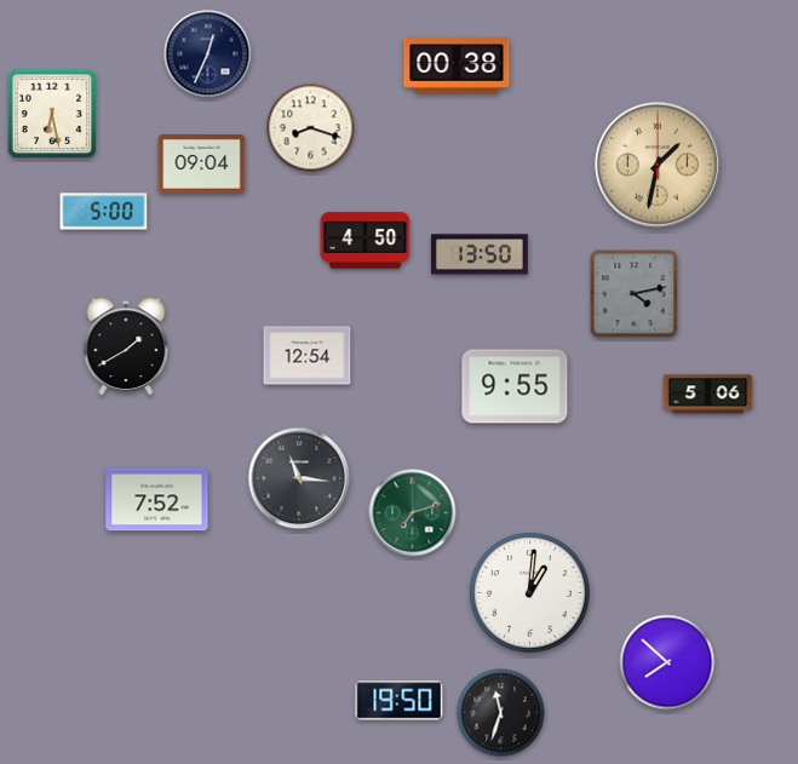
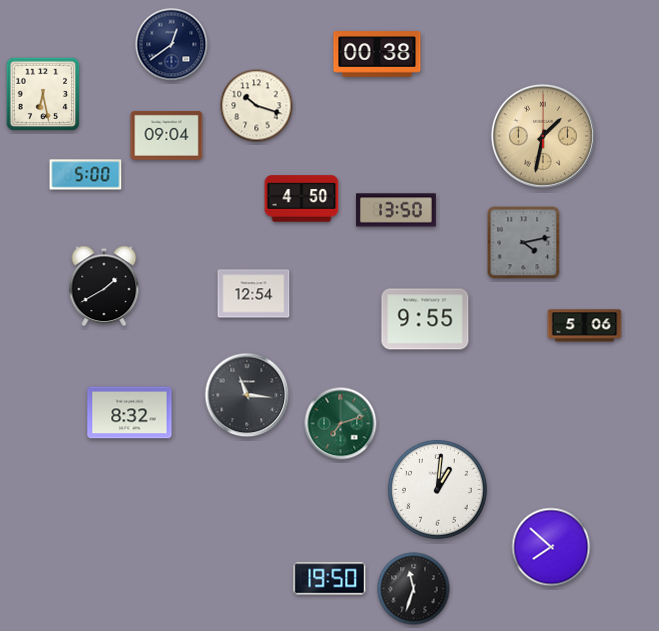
clock at (208, 54): 12:34 -> 12:39
clock at (311, 128): 8:18 -> 10:18
clock at (157, 500): 7:52 -> 8:32
